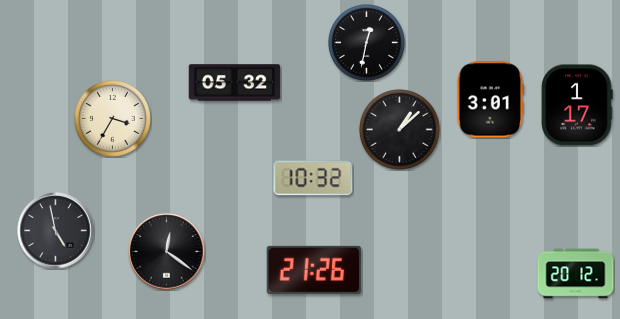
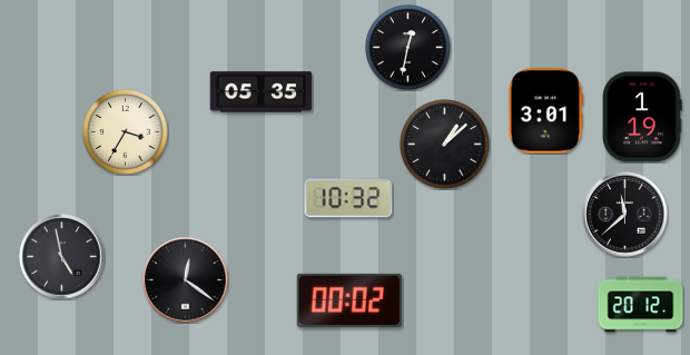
clock at (235, 83): 05:32 -> 05:35
clock at (577, 105): 1:17 -> 1:19
clock at (625, 215): none -> 11:38
clock at (314, 270): 21:26 -> 00:02
